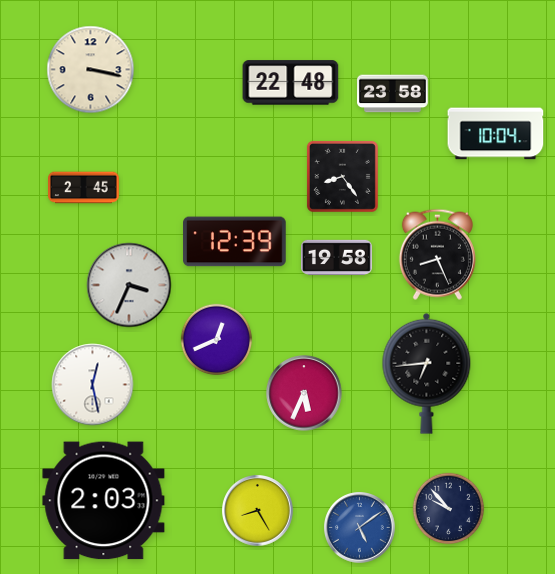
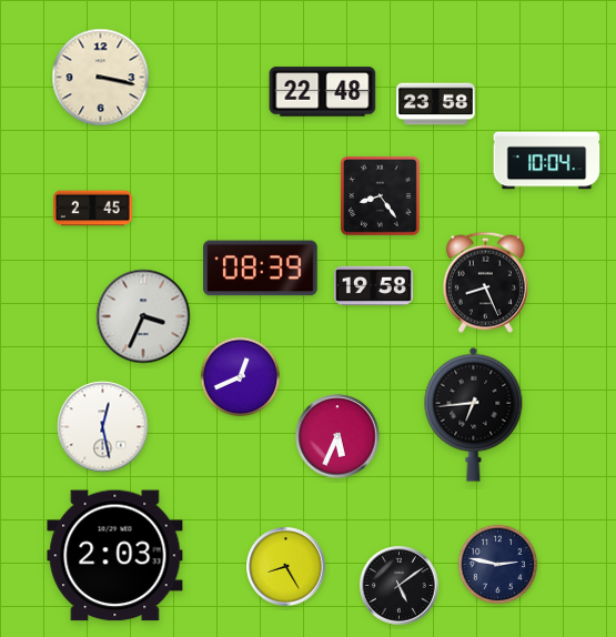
clock at (496, 134) position: (496, 134) -> (547, 161)
clock at (235, 242): 12:39 -> 08:39
clock at (449, 509): 9:53 -> 2:47
clock at (360, 528) dial: blue -> black
